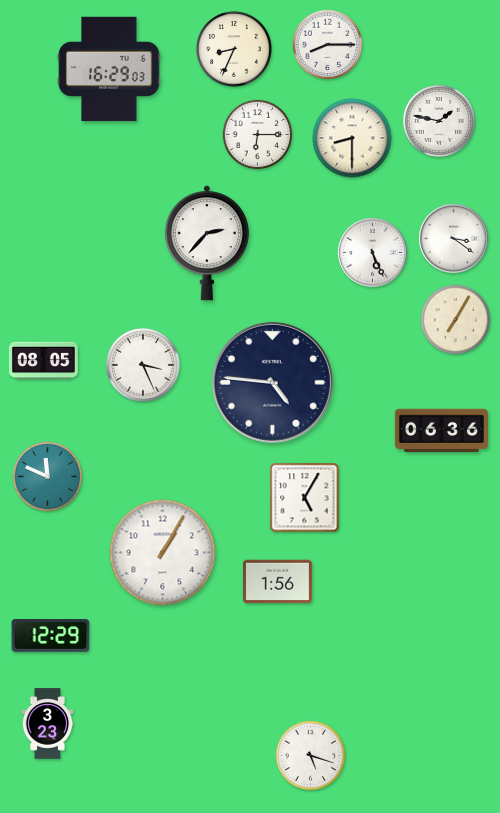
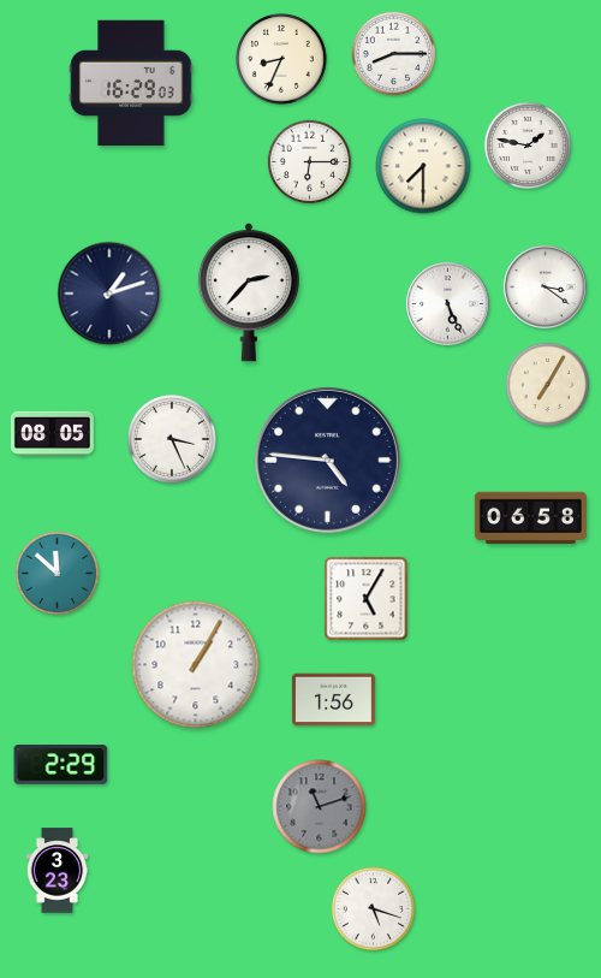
clock at (352, 138): 8:30 -> 7:30
clock at (109, 294): none -> 1:12
clock at (441, 431): 06:36 -> 06:58
clock at (48, 477): 11:49 -> 11:52
clock at (51, 636): 12:29 -> 2:29
clock at (320, 807): none -> 11:12
